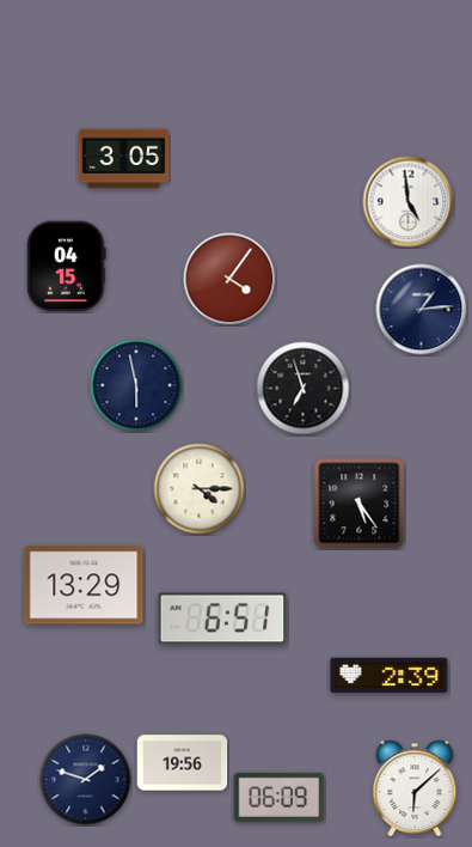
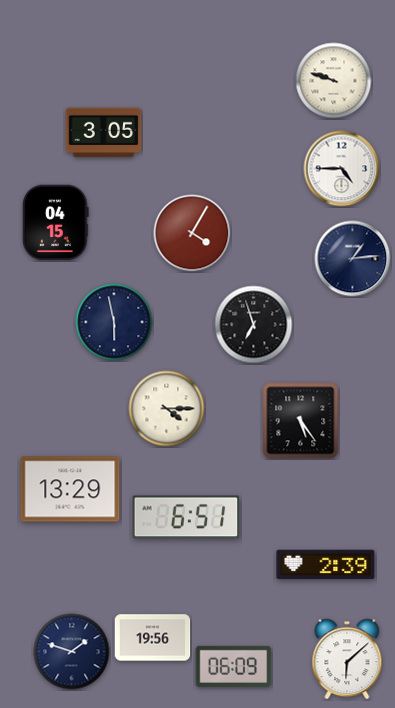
clock at (334, 81): none -> 9:48
clock at (409, 202): 4:59 -> 4:45
clock at (229, 279): 4:06 -> 4:05
